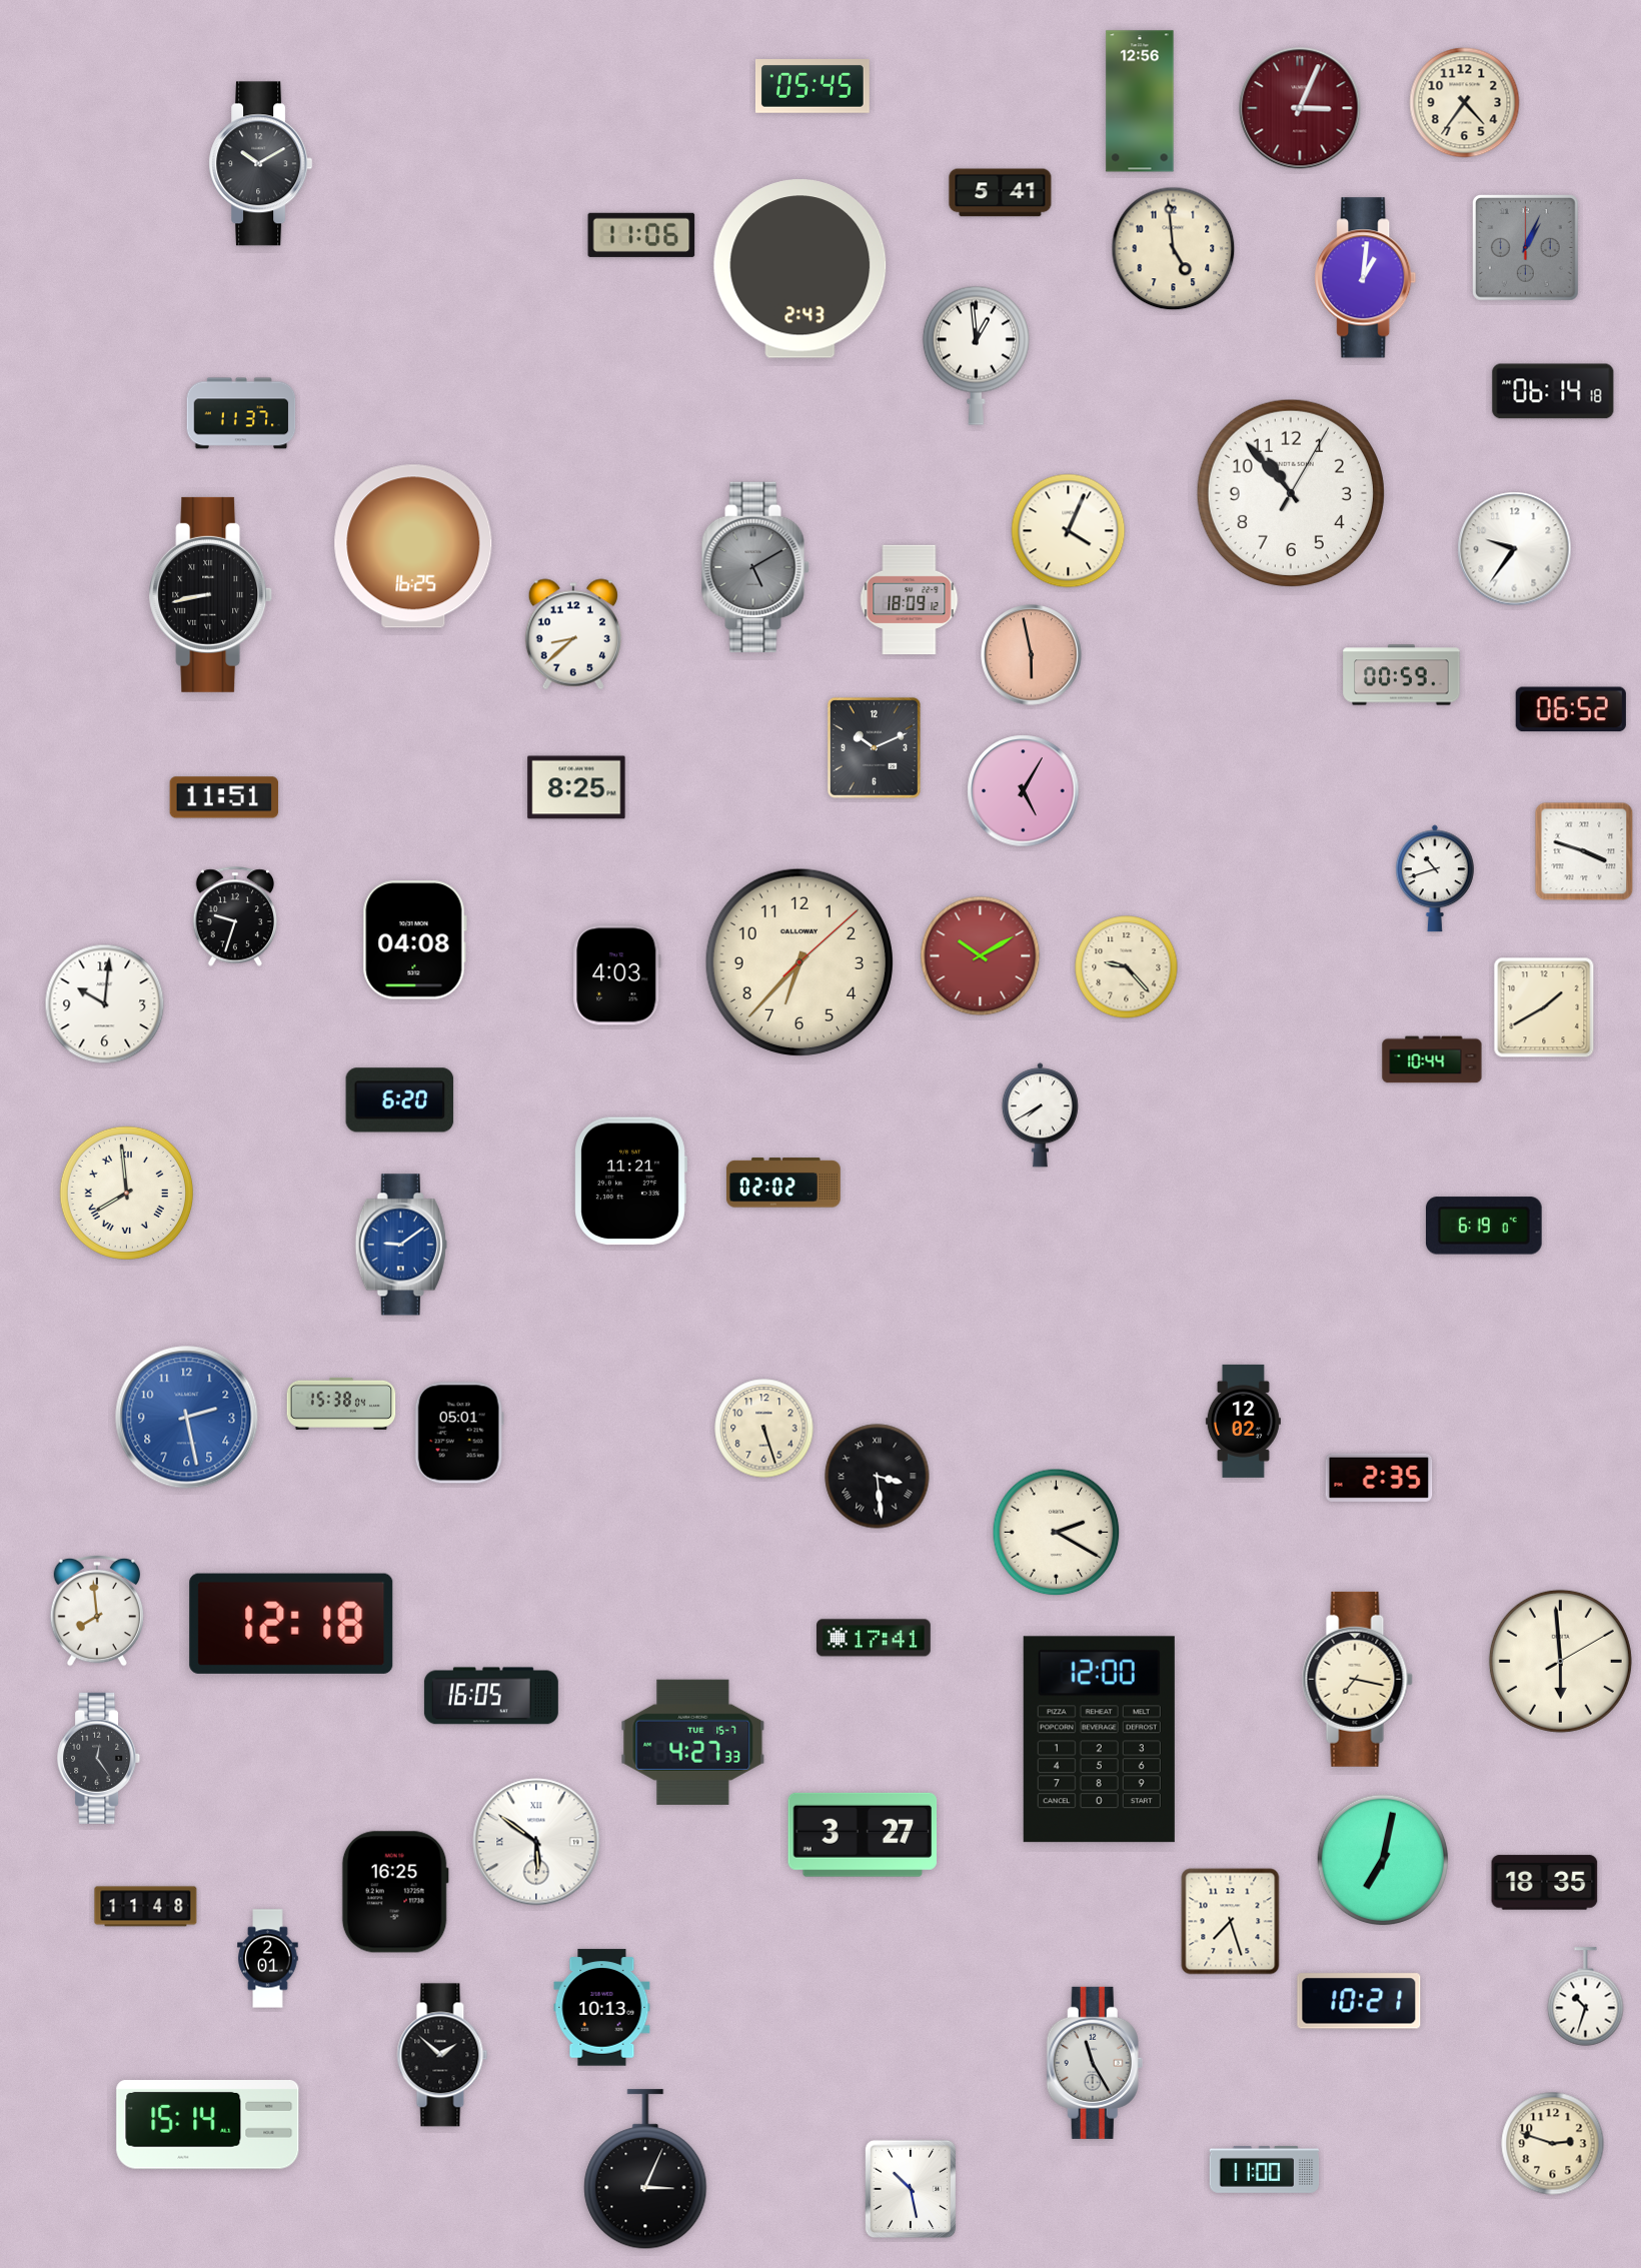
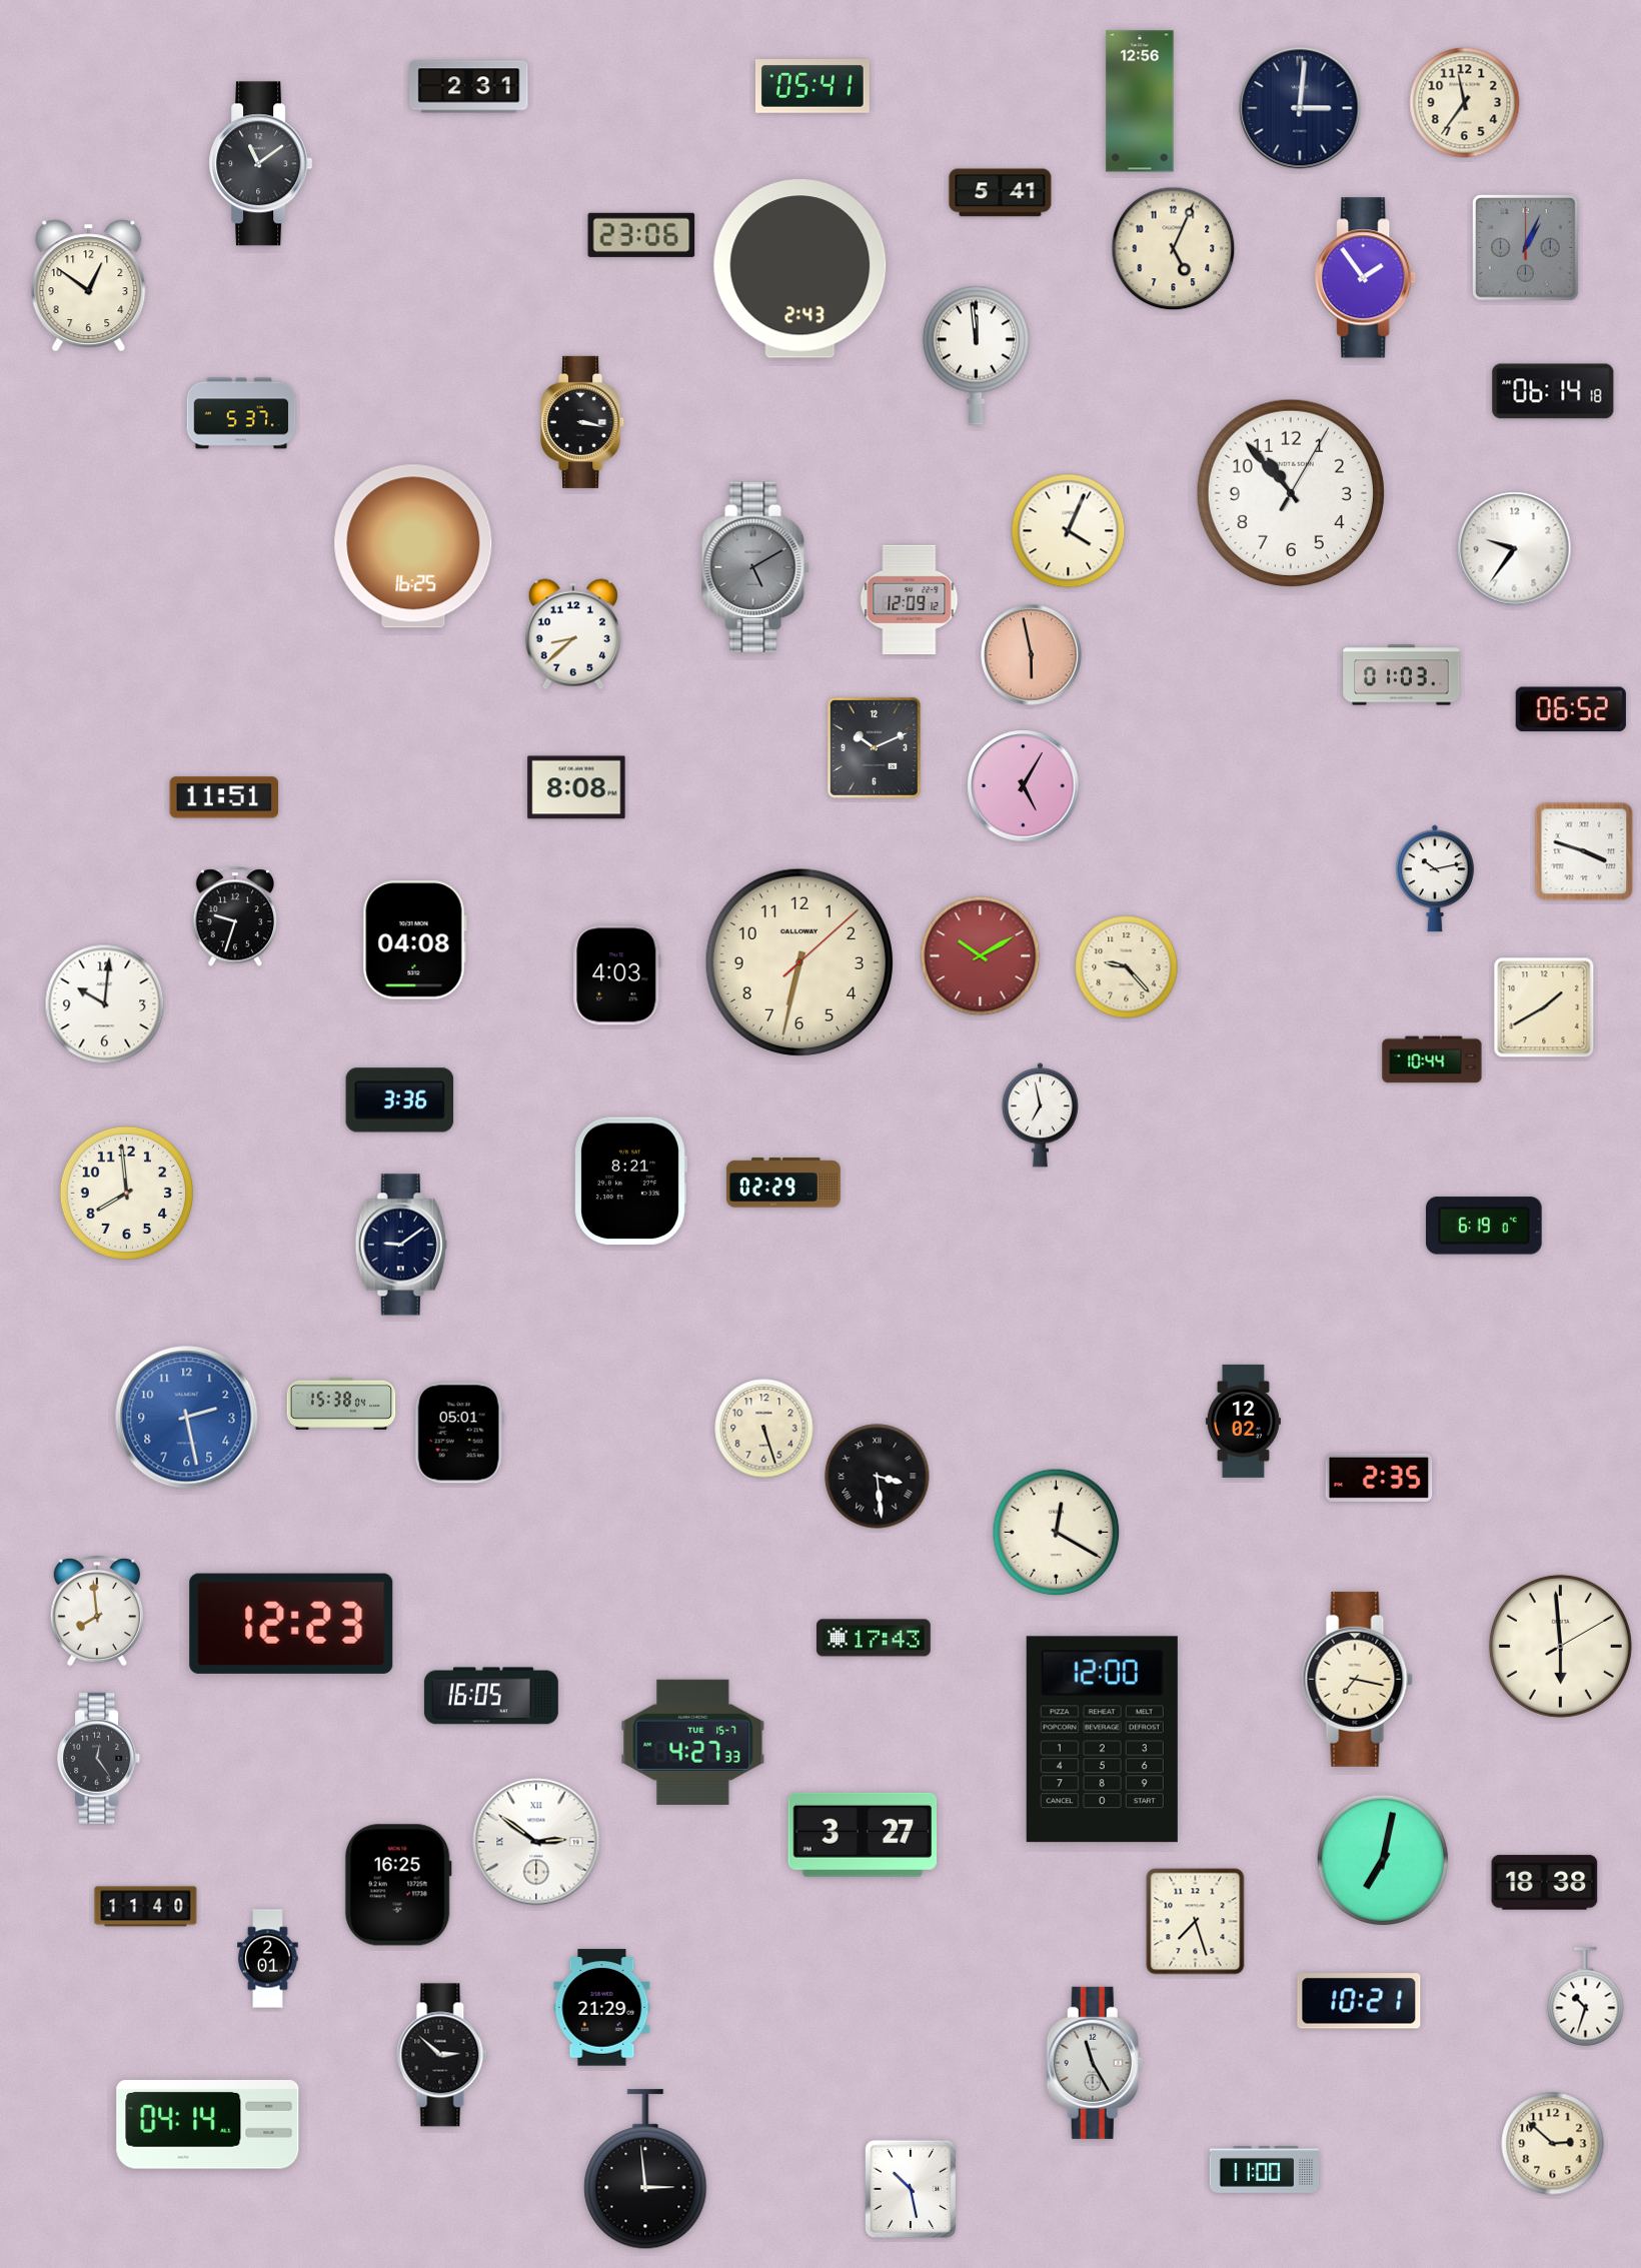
clock at (469, 87): none -> 2:31
clock at (812, 87): 05:45 -> 05:41
clock at (1465, 103): 4:36 -> 11:36
clock at (1300, 108): 3:04 -> 3:01
clock at (1300, 108) dial: burgundy -> navy
clock at (261, 164): 10:10 -> 11:09
clock at (641, 235): 11:06 -> 23:06
clock at (1174, 249): 4:59 -> 5:04
clock at (1366, 278): 1:01 -> 1:54
clock at (89, 285): none -> 12:51
clock at (976, 355): 12:59 -> 11:59
clock at (241, 413): 11:37 -> 5:37
clock at (583, 422): none -> 3:17
clock at (211, 594): 8:43 -> none
clock at (910, 600): 18:09 -> 12:09
clock at (1402, 675): 00:59 -> 01:03
clock at (576, 787): 8:25 -> 8:08
clock at (1024, 791) position: (1024, 791) -> (1024, 786)
clock at (1435, 878): 10:42 -> 10:13
clock at (799, 962): 6:37 -> 6:32
clock at (400, 1100): 6:20 -> 3:36
clock at (1040, 1115): 7:40 -> 6:58
clock at (630, 1182): 11:21 -> 8:21
clock at (783, 1183): 02:02 -> 02:29
clock at (126, 1193) numerals: Roman -> Arabic
clock at (401, 1245) dial: blue -> navy
clock at (1057, 1533): 2:20 -> 12:20
clock at (291, 1624): 12:18 -> 12:23
clock at (874, 1638): 17:41 -> 17:43
clock at (1560, 1661) position: (1560, 1661) -> (1560, 1646)
clock at (1099, 1740) position: (1099, 1740) -> (1102, 1740)
clock at (536, 1842): 5:51 -> 2:51
clock at (1545, 1883): 18:35 -> 18:38
clock at (395, 1892) position: (395, 1892) -> (398, 1885)
clock at (146, 1907): 11:48 -> 11:40
clock at (1231, 1922) position: (1231, 1922) -> (1196, 1922)
clock at (602, 2008): 10:13 -> 21:29
clock at (442, 2055): 1:52 -> 2:52
clock at (208, 2125): 15:14 -> 04:14
clock at (1553, 2144): 2:48 -> 2:52
clock at (645, 2170): 3:04 -> 2:59
